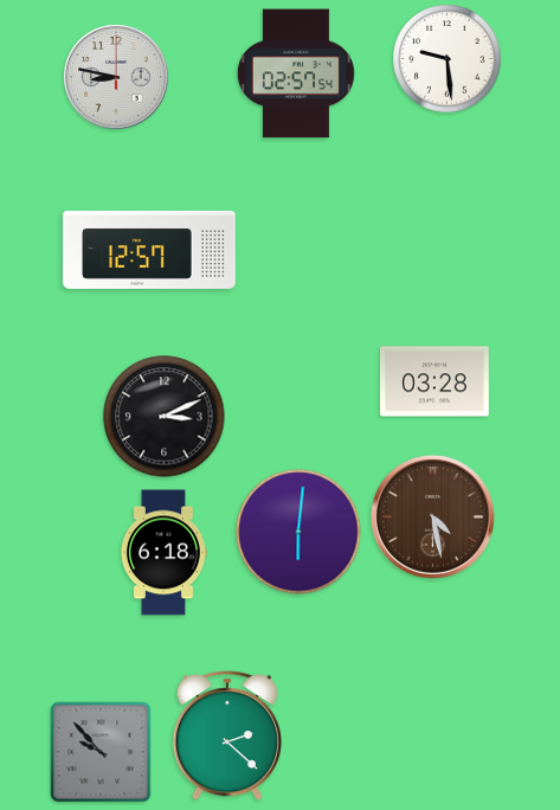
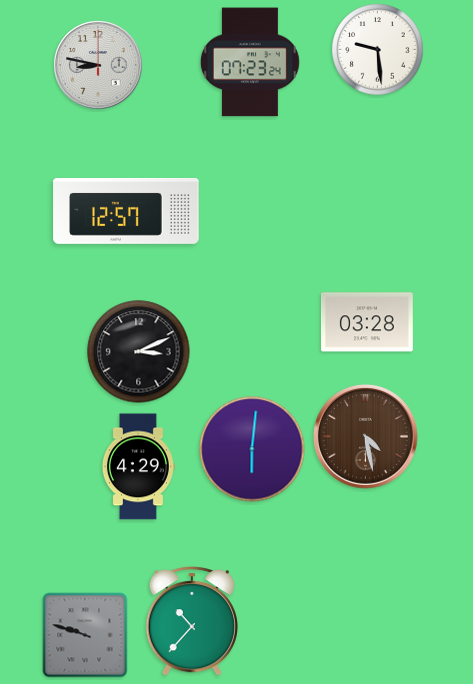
clock at (296, 73): 02:57 -> 07:23
clock at (163, 553): 6:18 -> 4:29
clock at (227, 735): 2:22 -> 10:37
clock at (101, 752): 9:53 -> 9:48
